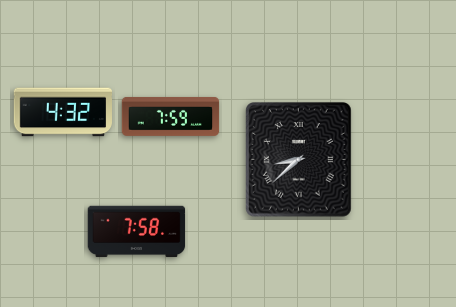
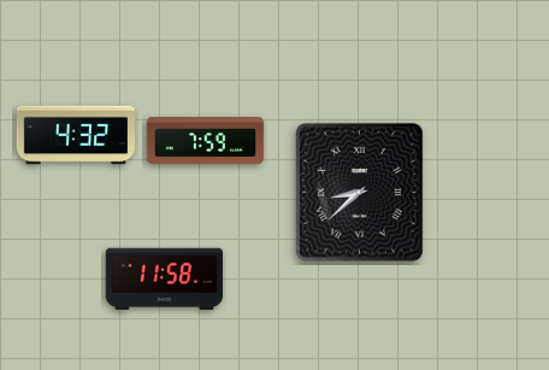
clock at (137, 232): 7:58 -> 11:58
